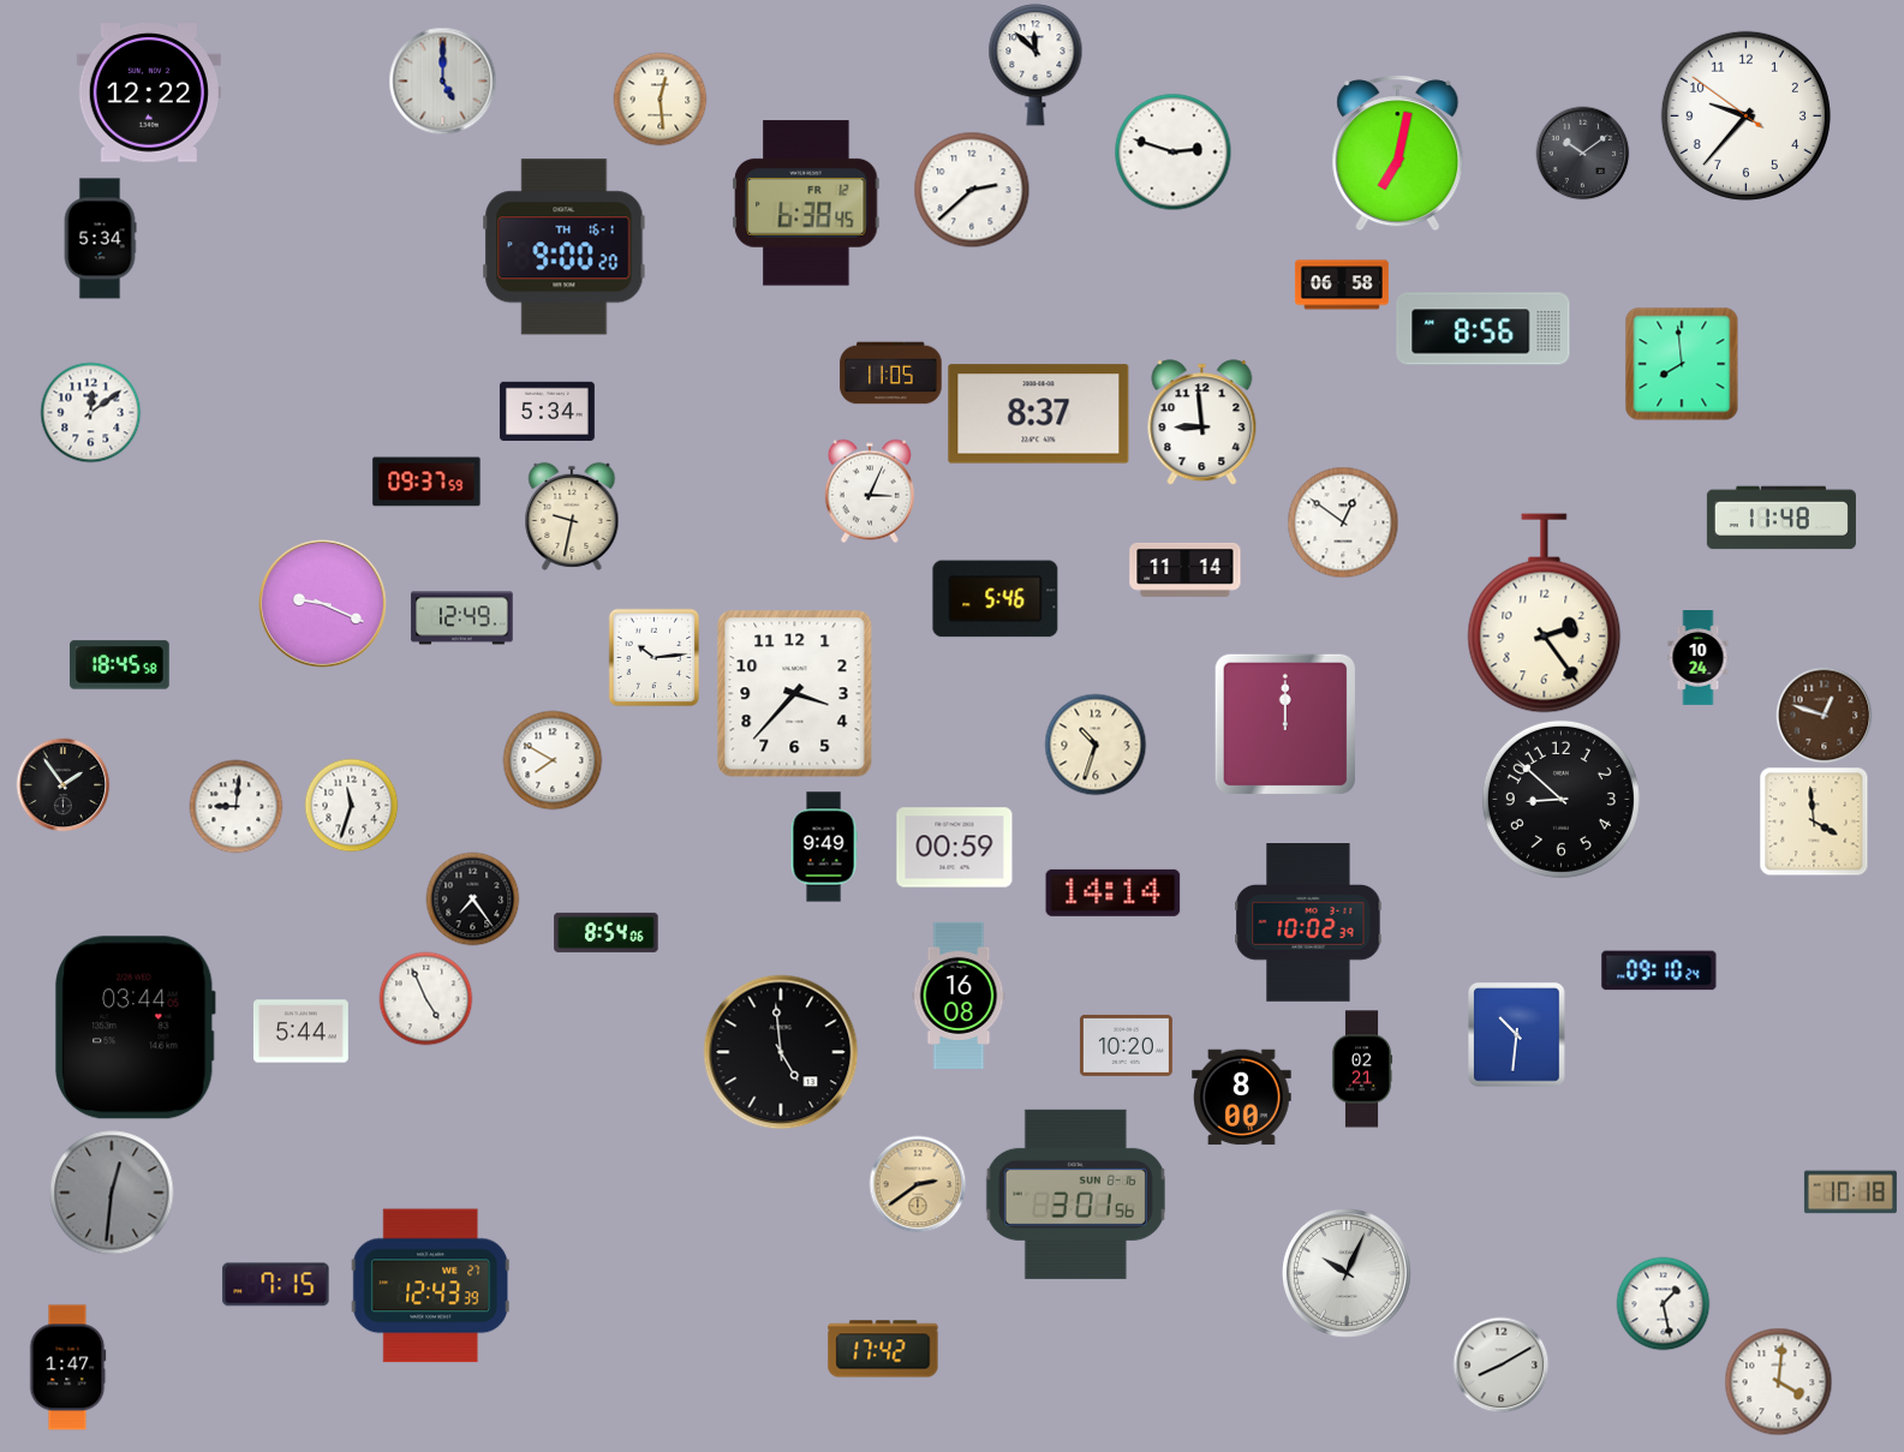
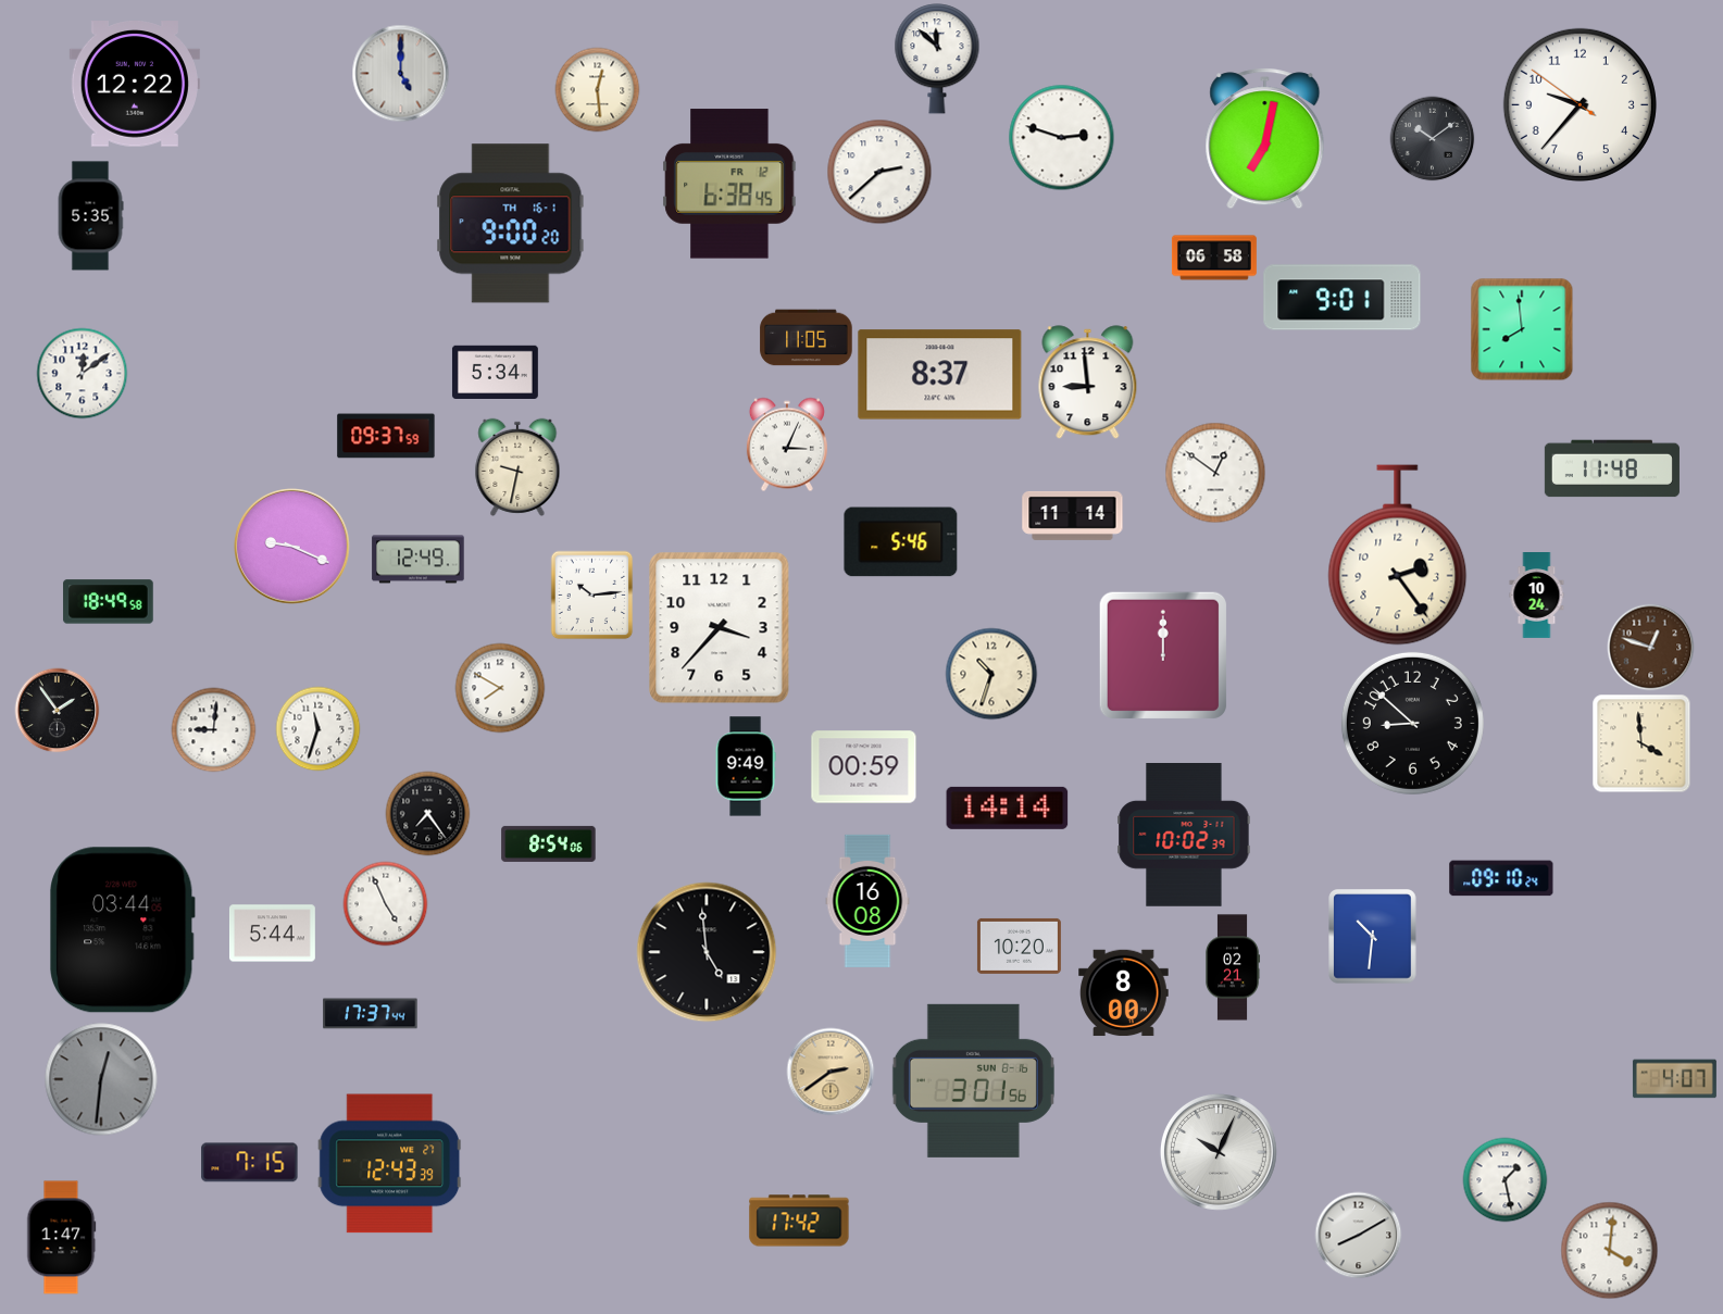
clock at (100, 239): 5:34 -> 5:35
clock at (1484, 329): 8:56 -> 9:01
clock at (120, 665): 18:45 -> 18:49
clock at (371, 1014): none -> 17:37
clock at (1850, 1193): 10:18 -> 4:07
